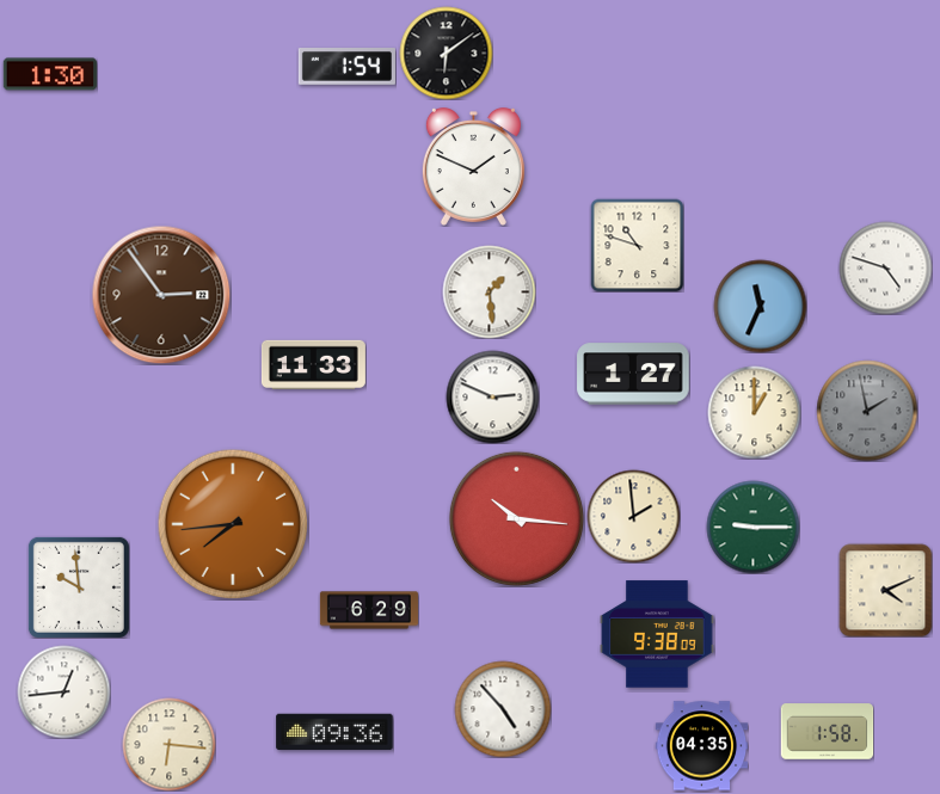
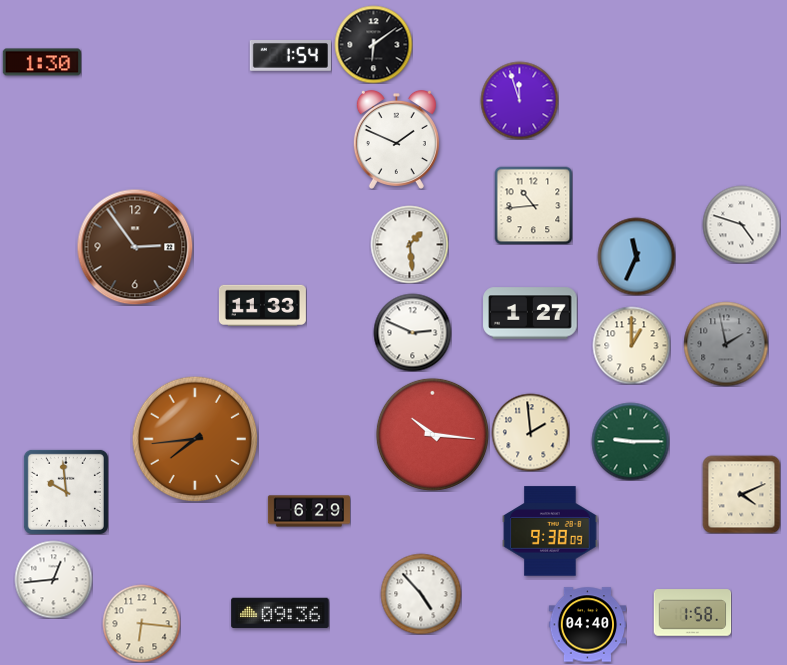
clock at (519, 100): none -> 11:57
clock at (637, 245): 10:48 -> 10:44
clock at (701, 746): 04:35 -> 04:40
